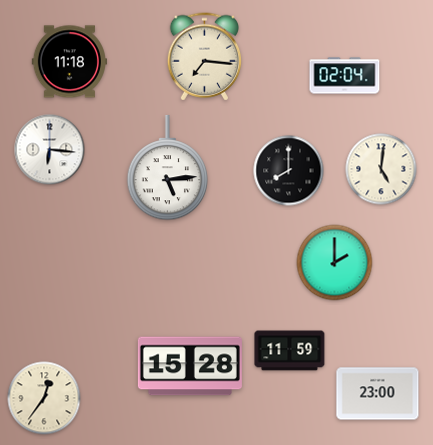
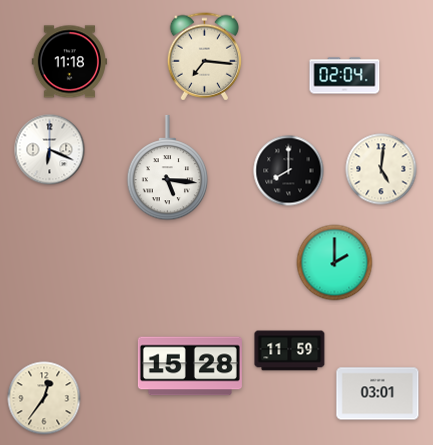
clock at (50, 150): 6:16 -> 6:19
clock at (168, 168): 5:14 -> 5:16
clock at (378, 394): 23:00 -> 03:01
